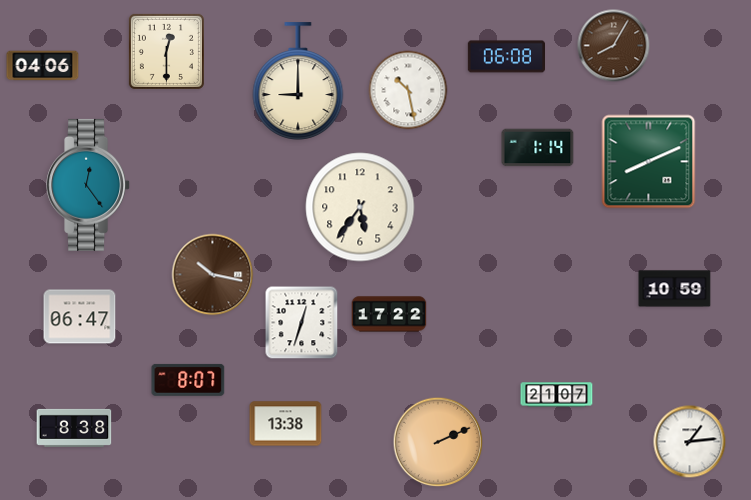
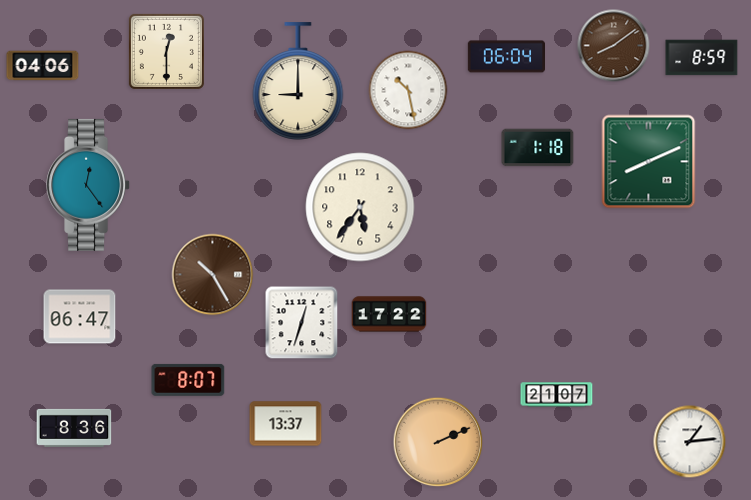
clock at (614, 46): 8:05 -> 8:09
clock at (506, 57): 06:08 -> 06:04
clock at (702, 58): none -> 8:59
clock at (538, 148): 1:14 -> 1:18
clock at (213, 275): 10:17 -> 10:25
clock at (675, 289): 10:59 -> none
clock at (286, 424): 13:38 -> 13:37
clock at (74, 428): 8:38 -> 8:36
